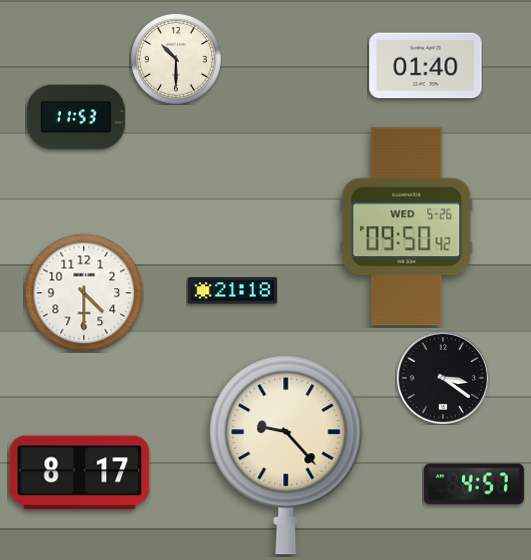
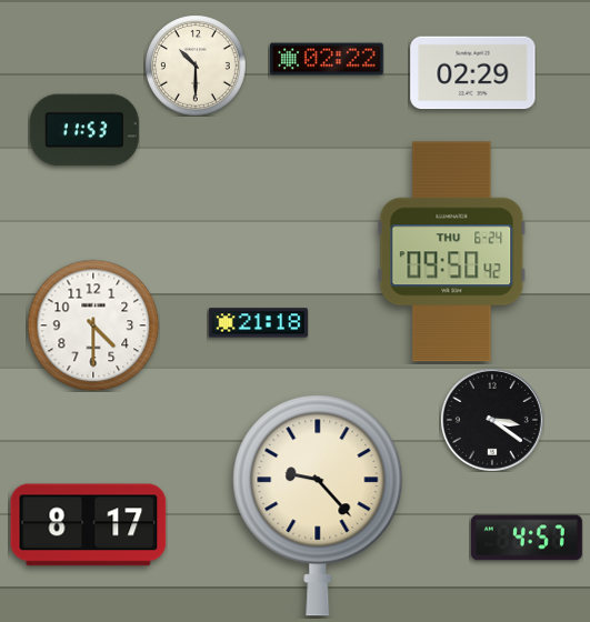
clock at (328, 59): none -> 02:22
clock at (426, 66): 01:40 -> 02:29
clock at (407, 227) date: WED 5-26 -> THU 6-24
